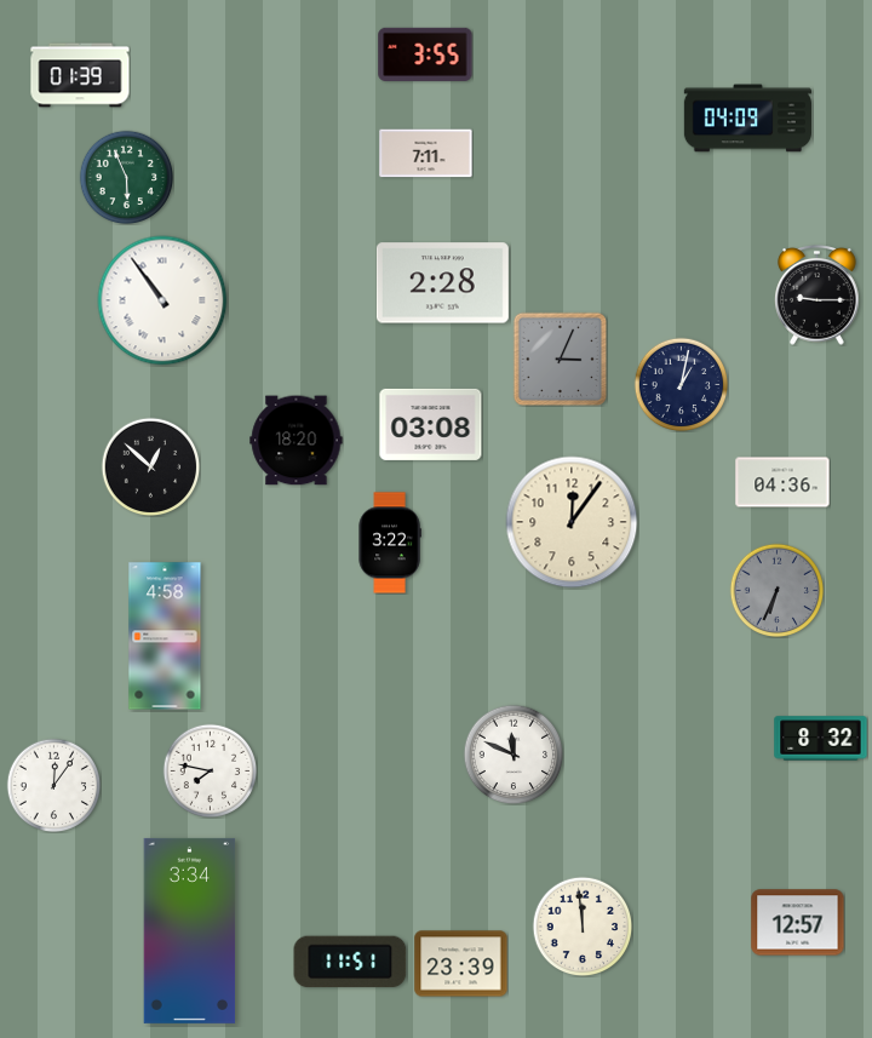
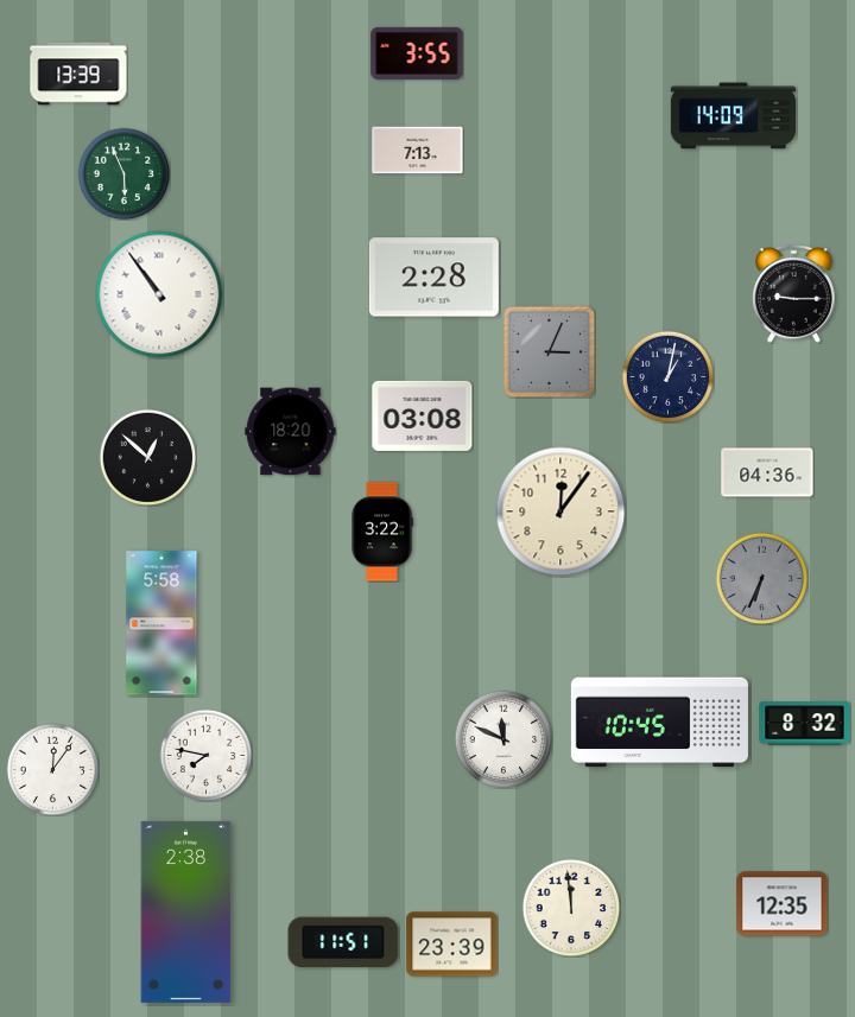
clock at (80, 75): 01:39 -> 13:39
clock at (747, 119): 04:09 -> 14:09
clock at (426, 154): 7:11 -> 7:13
clock at (817, 294) position: (817, 294) -> (794, 293)
clock at (165, 636): 4:58 -> 5:58
clock at (659, 723): none -> 10:45
clock at (798, 923): 12:57 -> 12:35
clock at (190, 930): 3:34 -> 2:38
